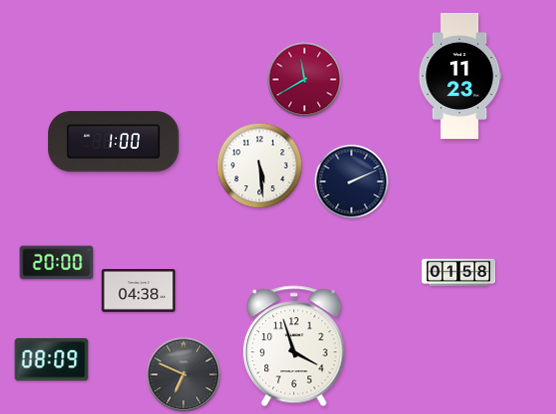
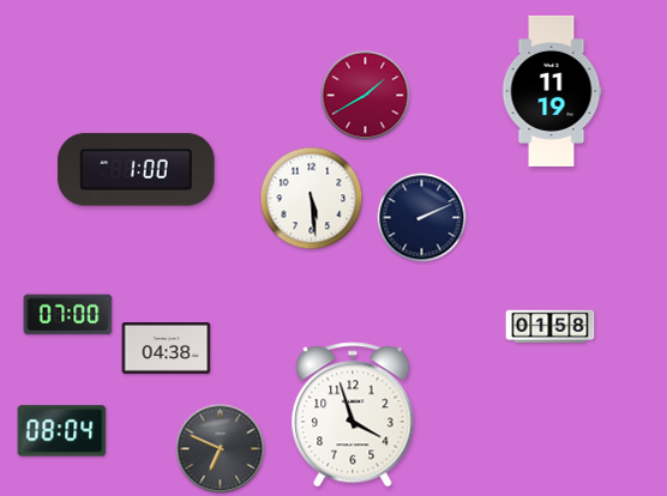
clock at (460, 76): 11:23 -> 11:19
clock at (305, 80): 11:40 -> 1:40
clock at (57, 263): 20:00 -> 07:00
clock at (52, 360): 08:09 -> 08:04
